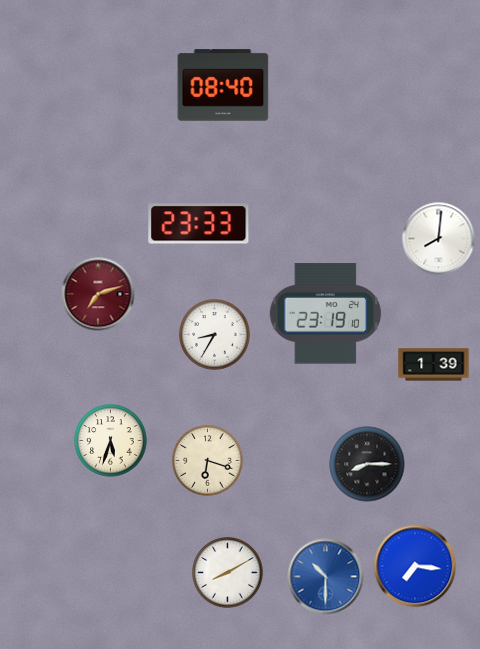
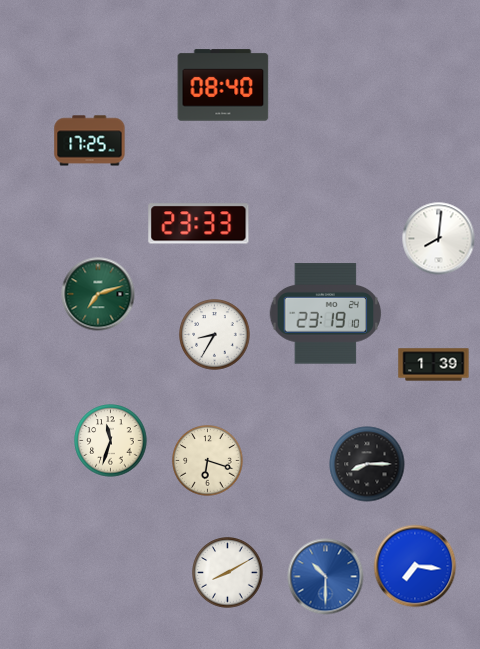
clock at (90, 141): none -> 17:25
clock at (98, 294) dial: burgundy -> green
clock at (111, 441): 5:33 -> 11:33
